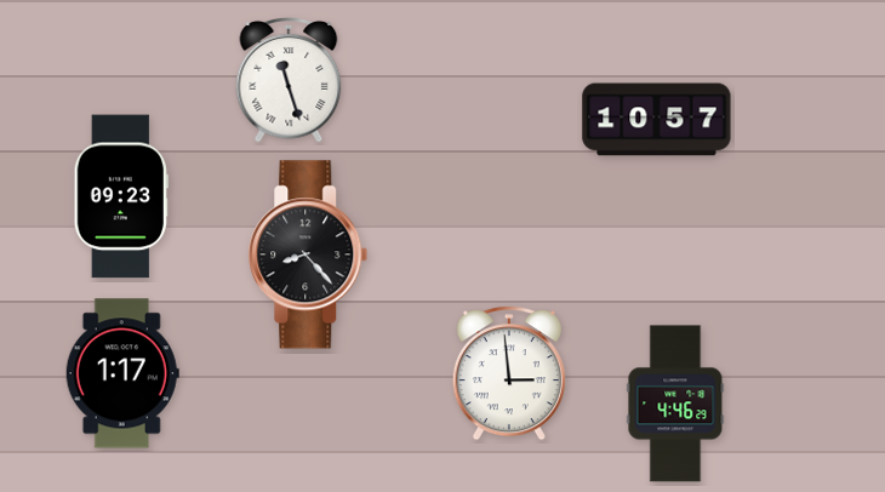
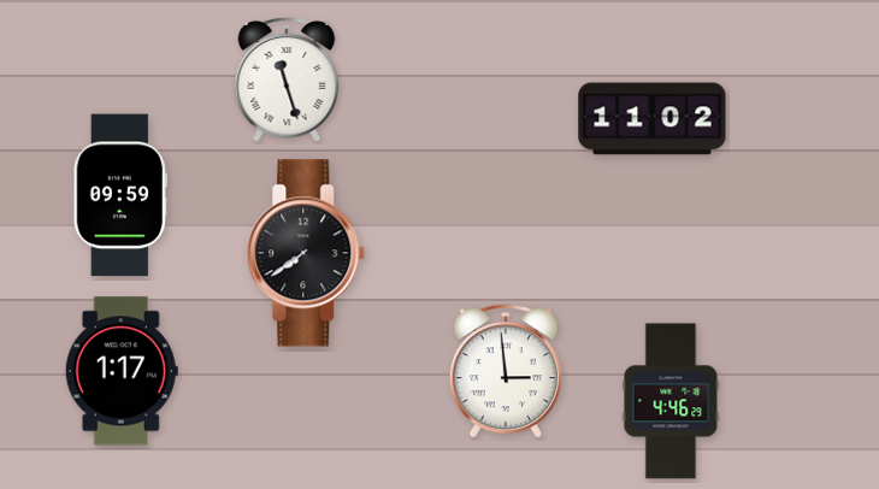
clock at (657, 120): 10:57 -> 11:02
clock at (121, 196): 09:23 -> 09:59
clock at (308, 254): 8:23 -> 7:39
